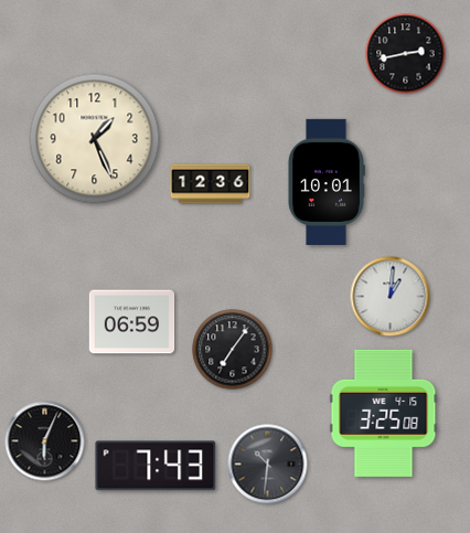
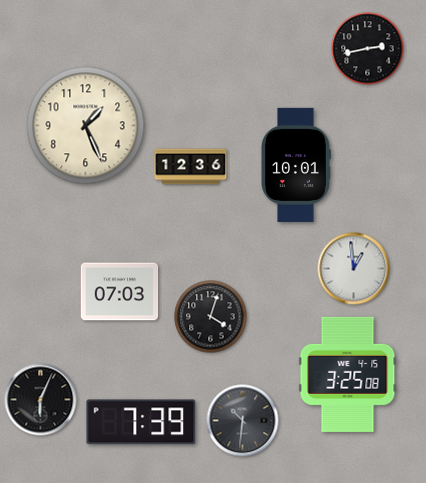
clock at (391, 297): 1:01 -> 12:59
clock at (132, 322): 06:59 -> 07:03
clock at (233, 350): 7:06 -> 4:03
clock at (156, 466): 7:43 -> 7:39
